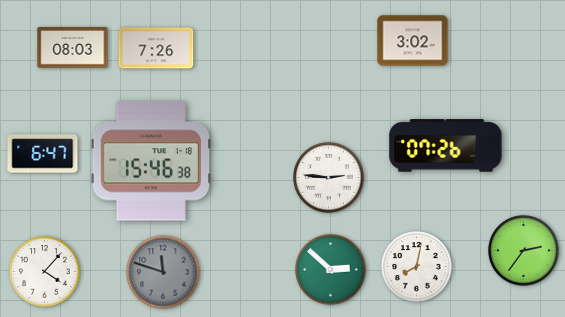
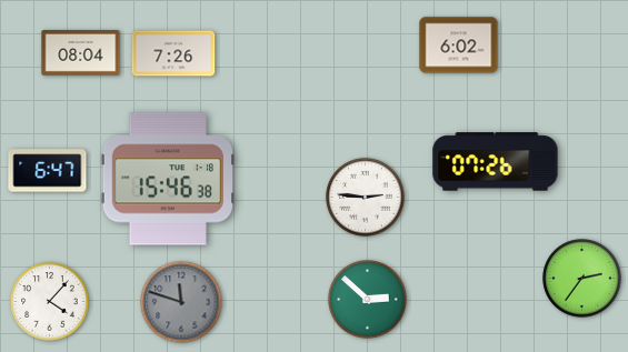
clock at (413, 41): 3:02 -> 6:02
clock at (73, 48): 08:03 -> 08:04
clock at (417, 267): 8:02 -> none
